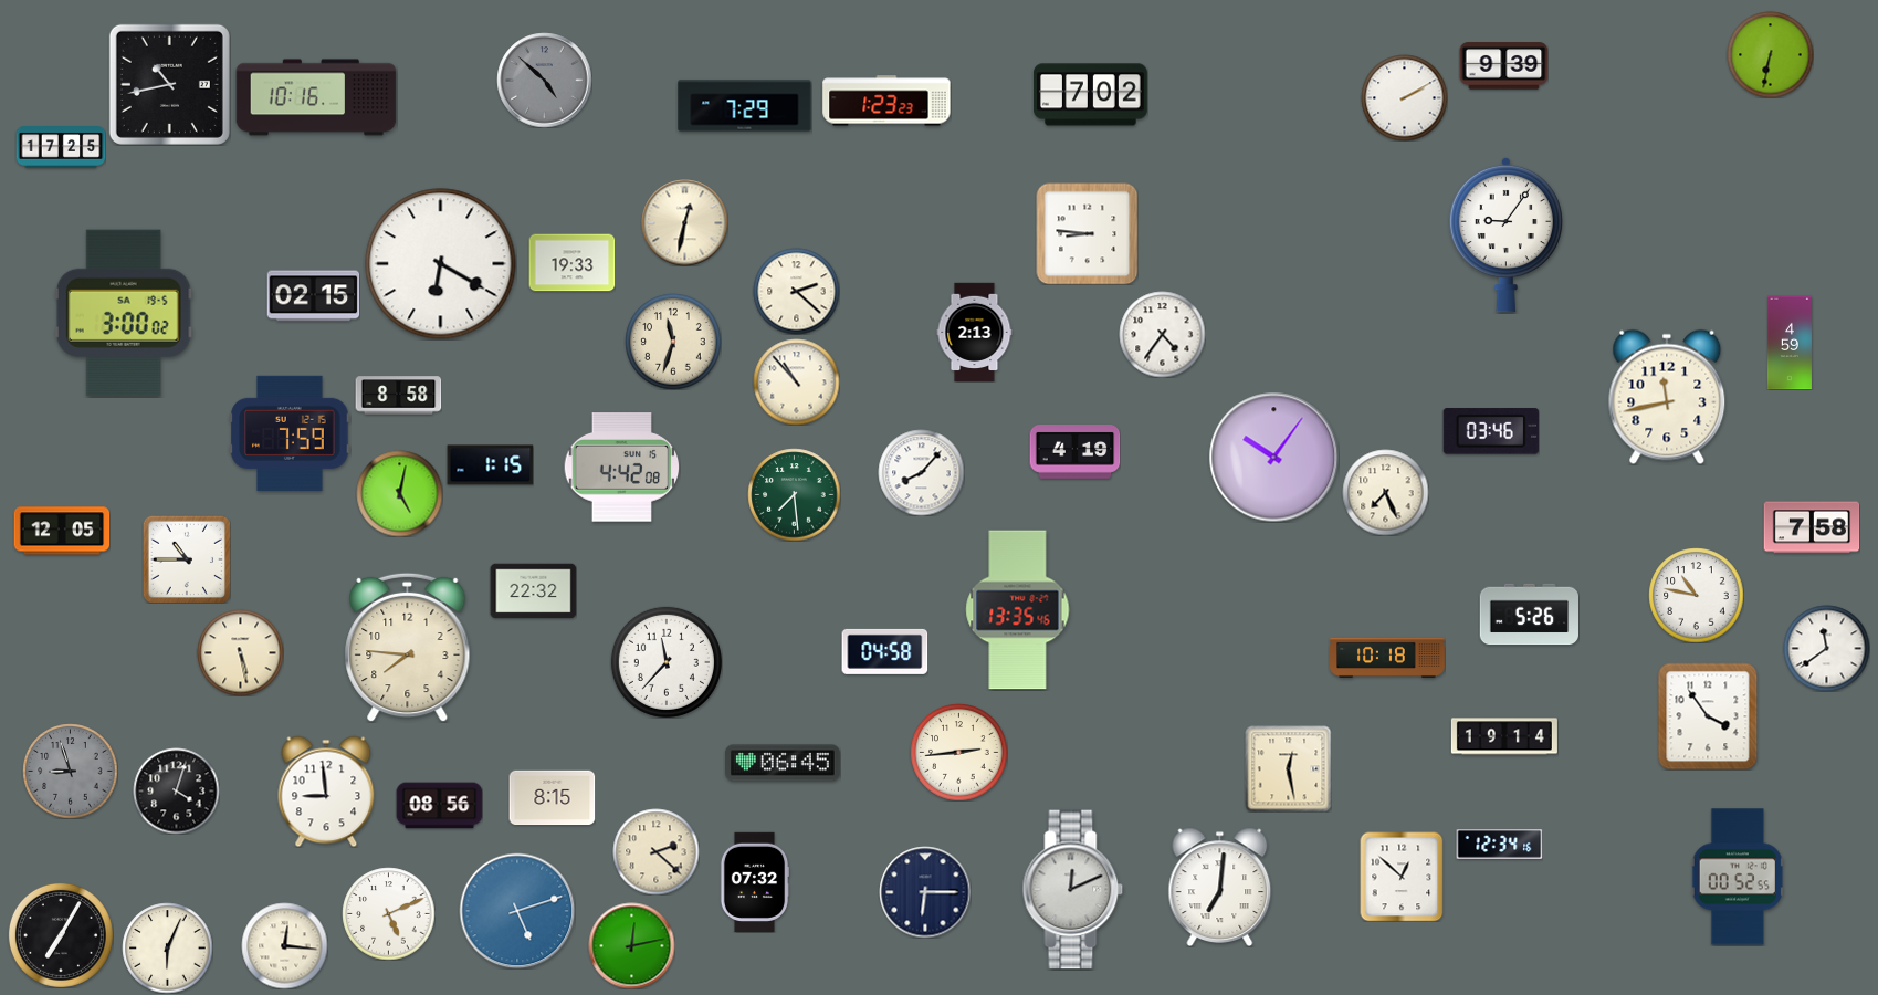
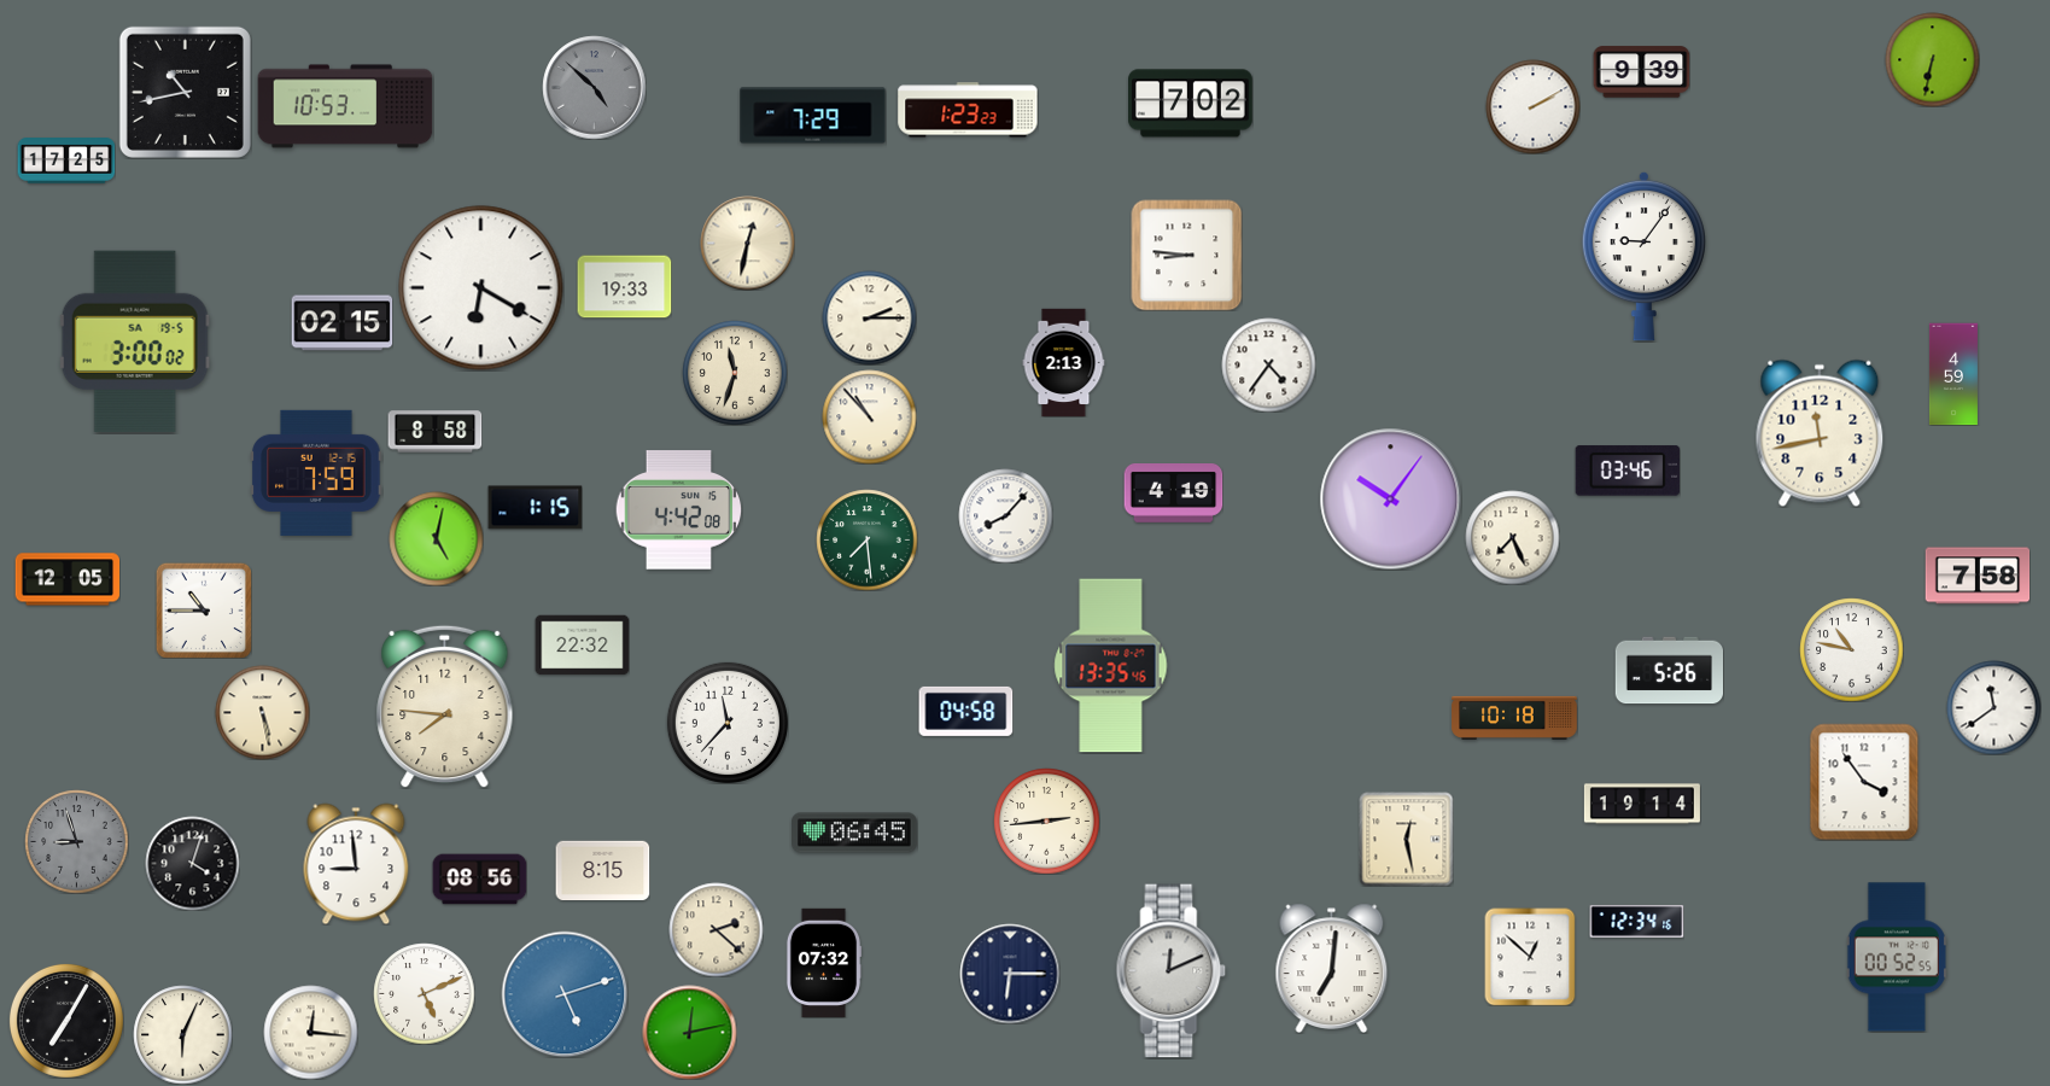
clock at (316, 97): 10:16 -> 10:53
clock at (796, 291): 2:22 -> 2:15
clock at (388, 913) position: (388, 913) -> (424, 993)
